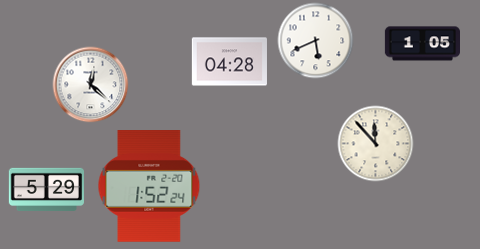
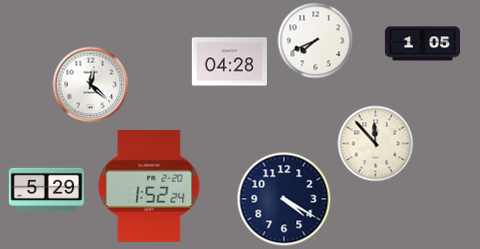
clock at (316, 41): 5:41 -> 7:41
clock at (284, 199): none -> 4:20
